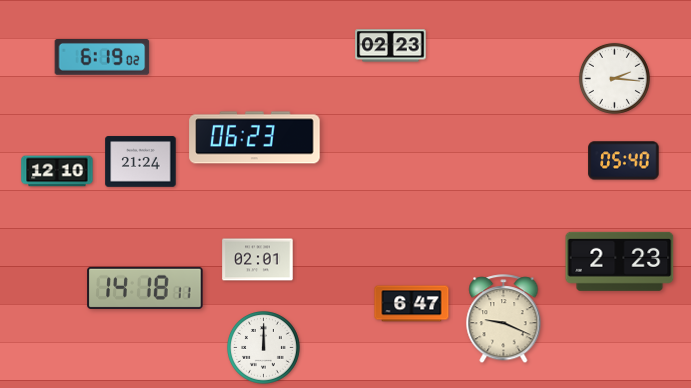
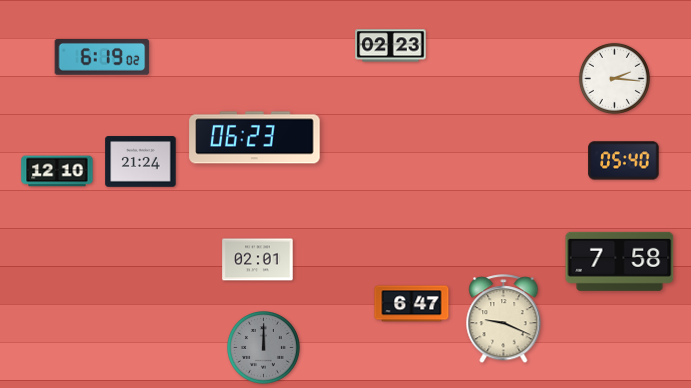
clock at (620, 261): 2:23 -> 7:58
clock at (145, 288): 14:18 -> none
clock at (264, 348) dial: white -> grey
